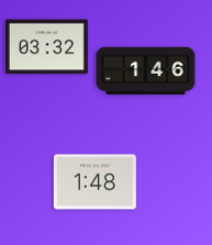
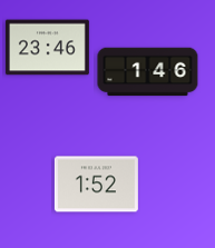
clock at (46, 47): 03:32 -> 23:46
clock at (94, 182): 1:48 -> 1:52
